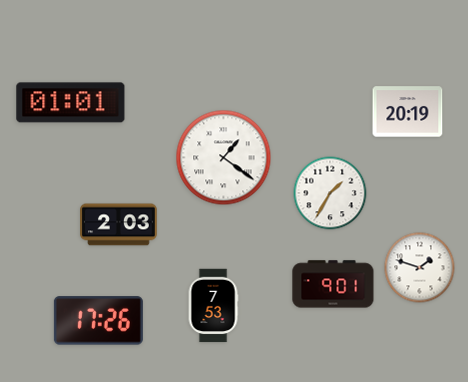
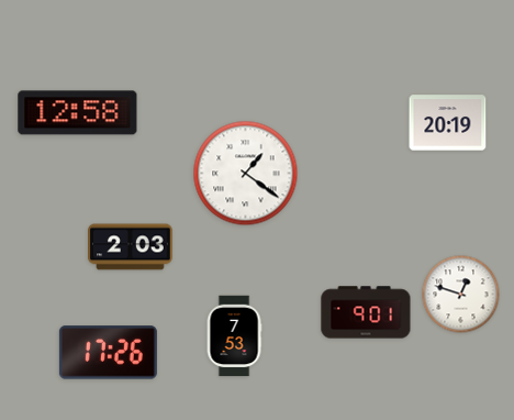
clock at (71, 103): 01:01 -> 12:58
clock at (330, 193): 1:35 -> none
clock at (420, 268): 1:48 -> 12:48
